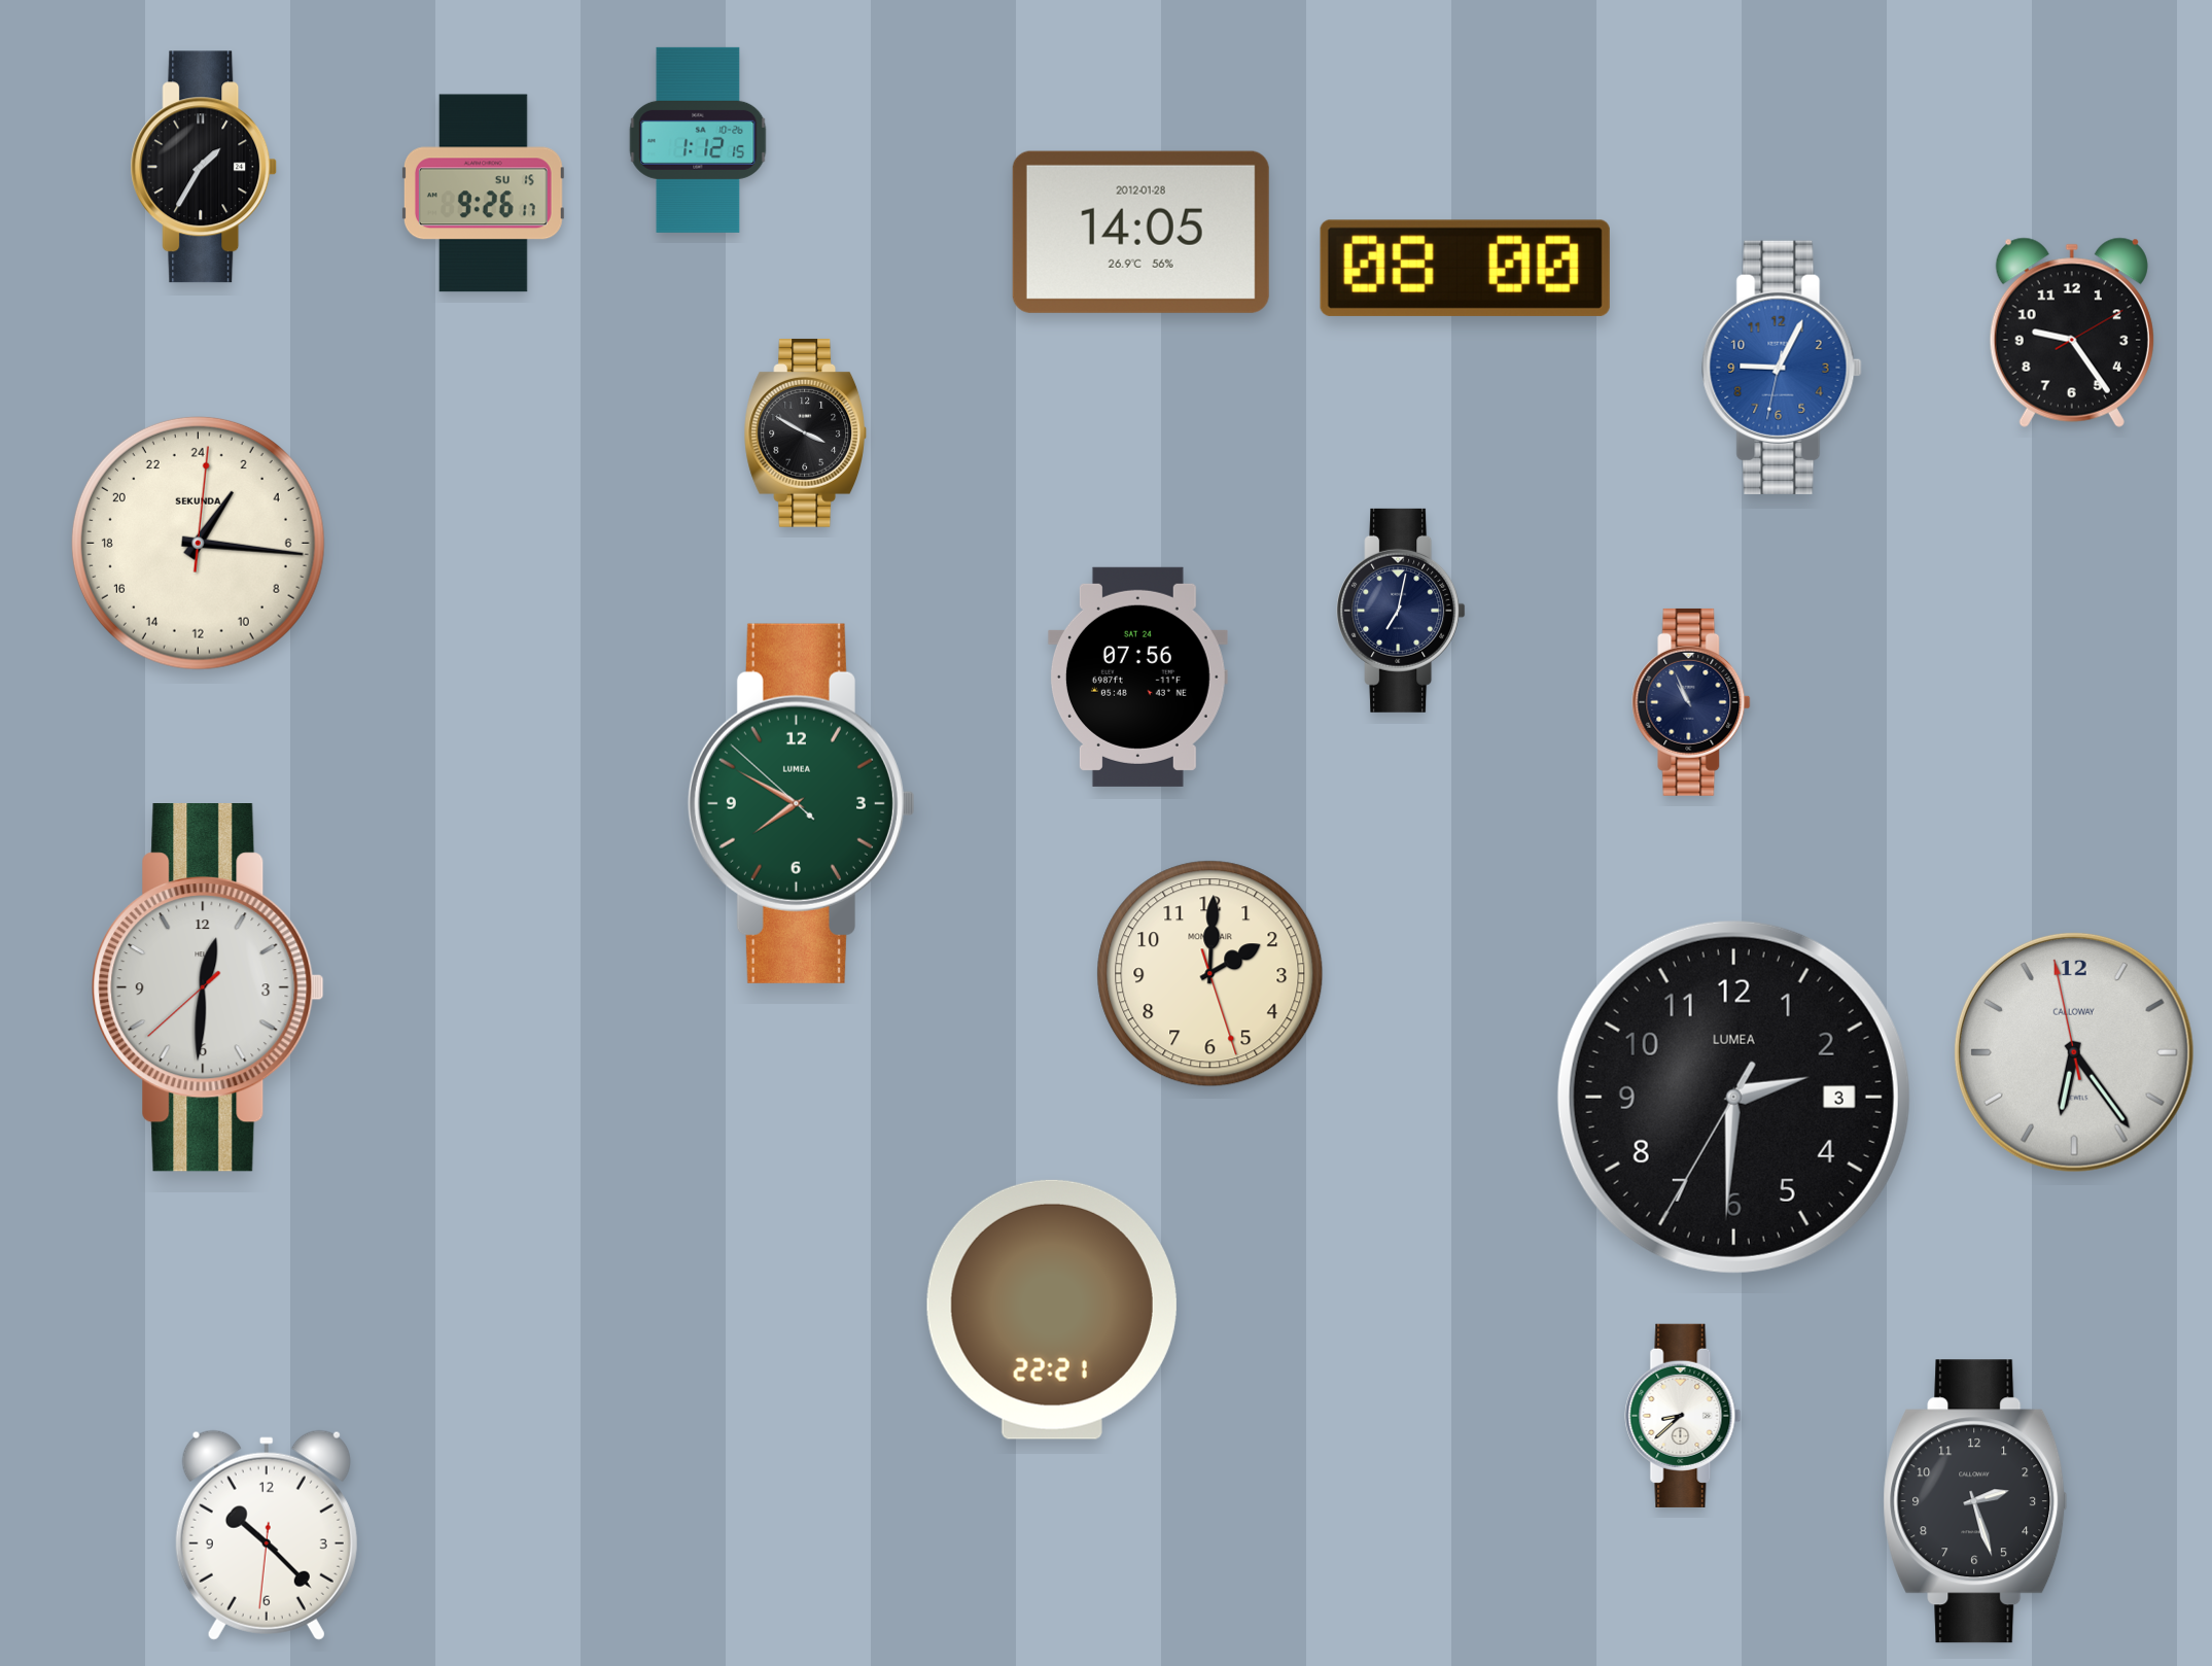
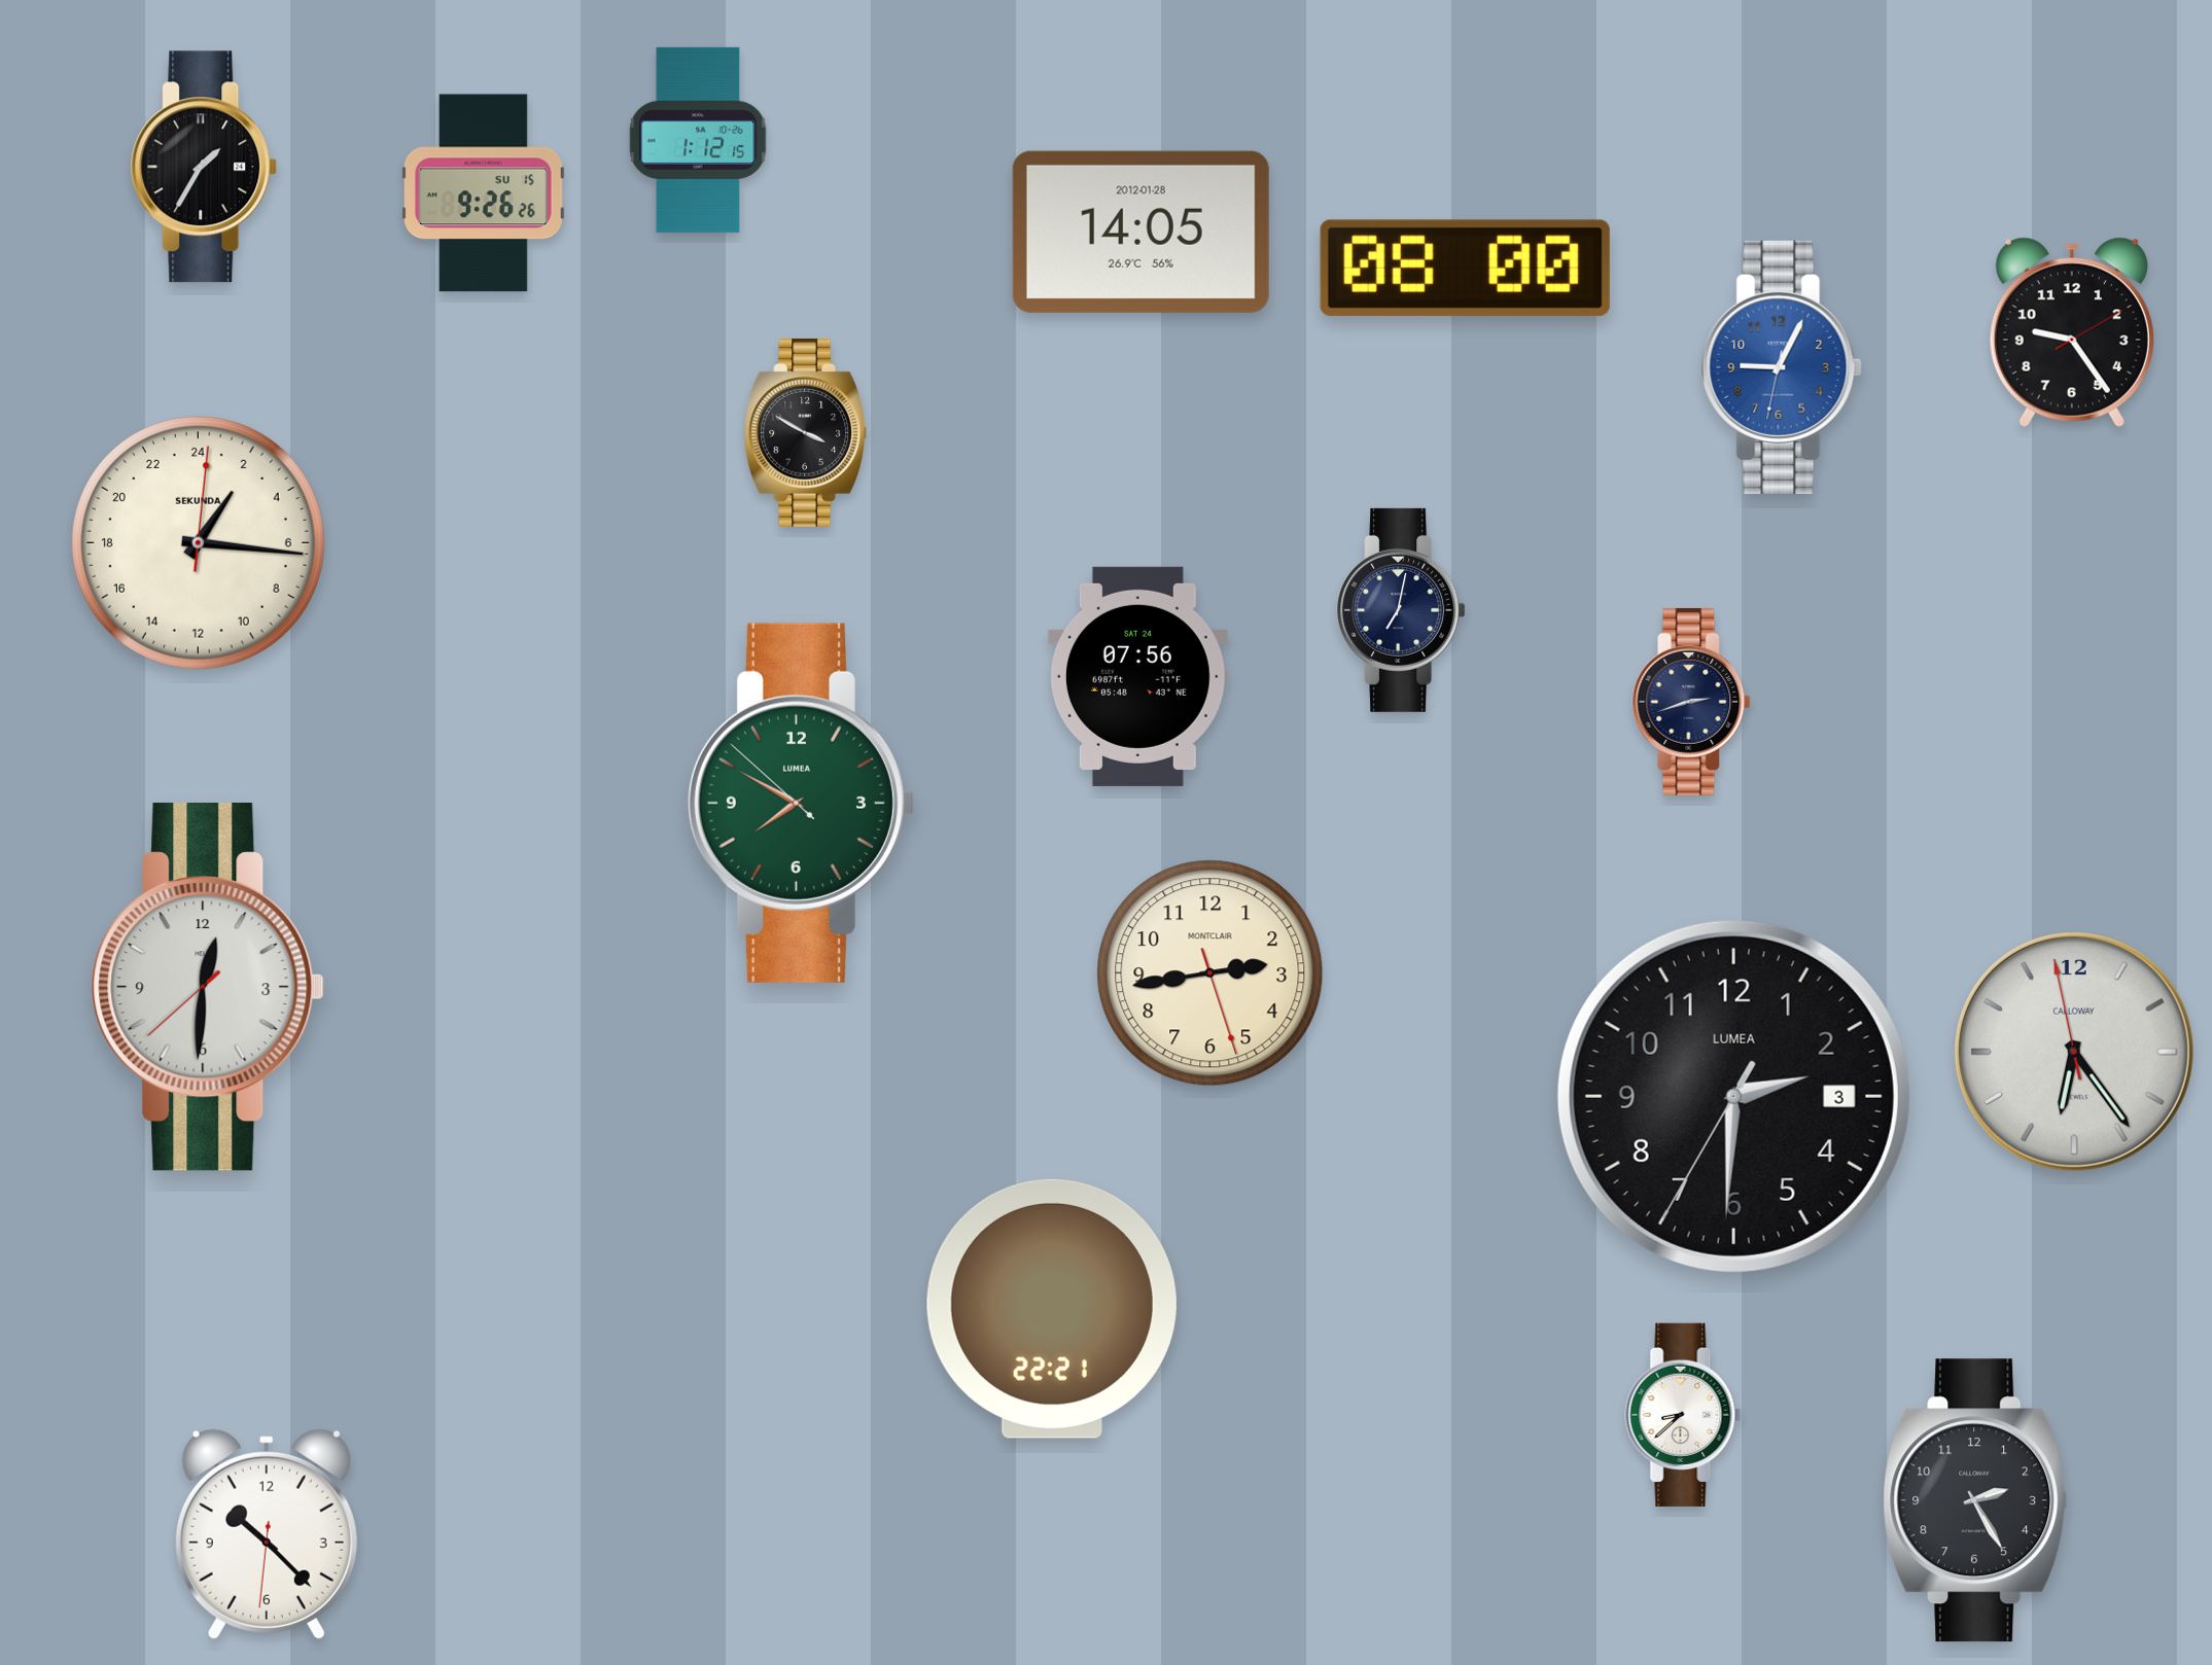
clock at (483, 194): 9:26:17 -> 9:26:26
clock at (1691, 702): 10:56 -> 2:42
clock at (1210, 974): 2:00 -> 2:43
clock at (1975, 1501): 2:27 -> 2:25
